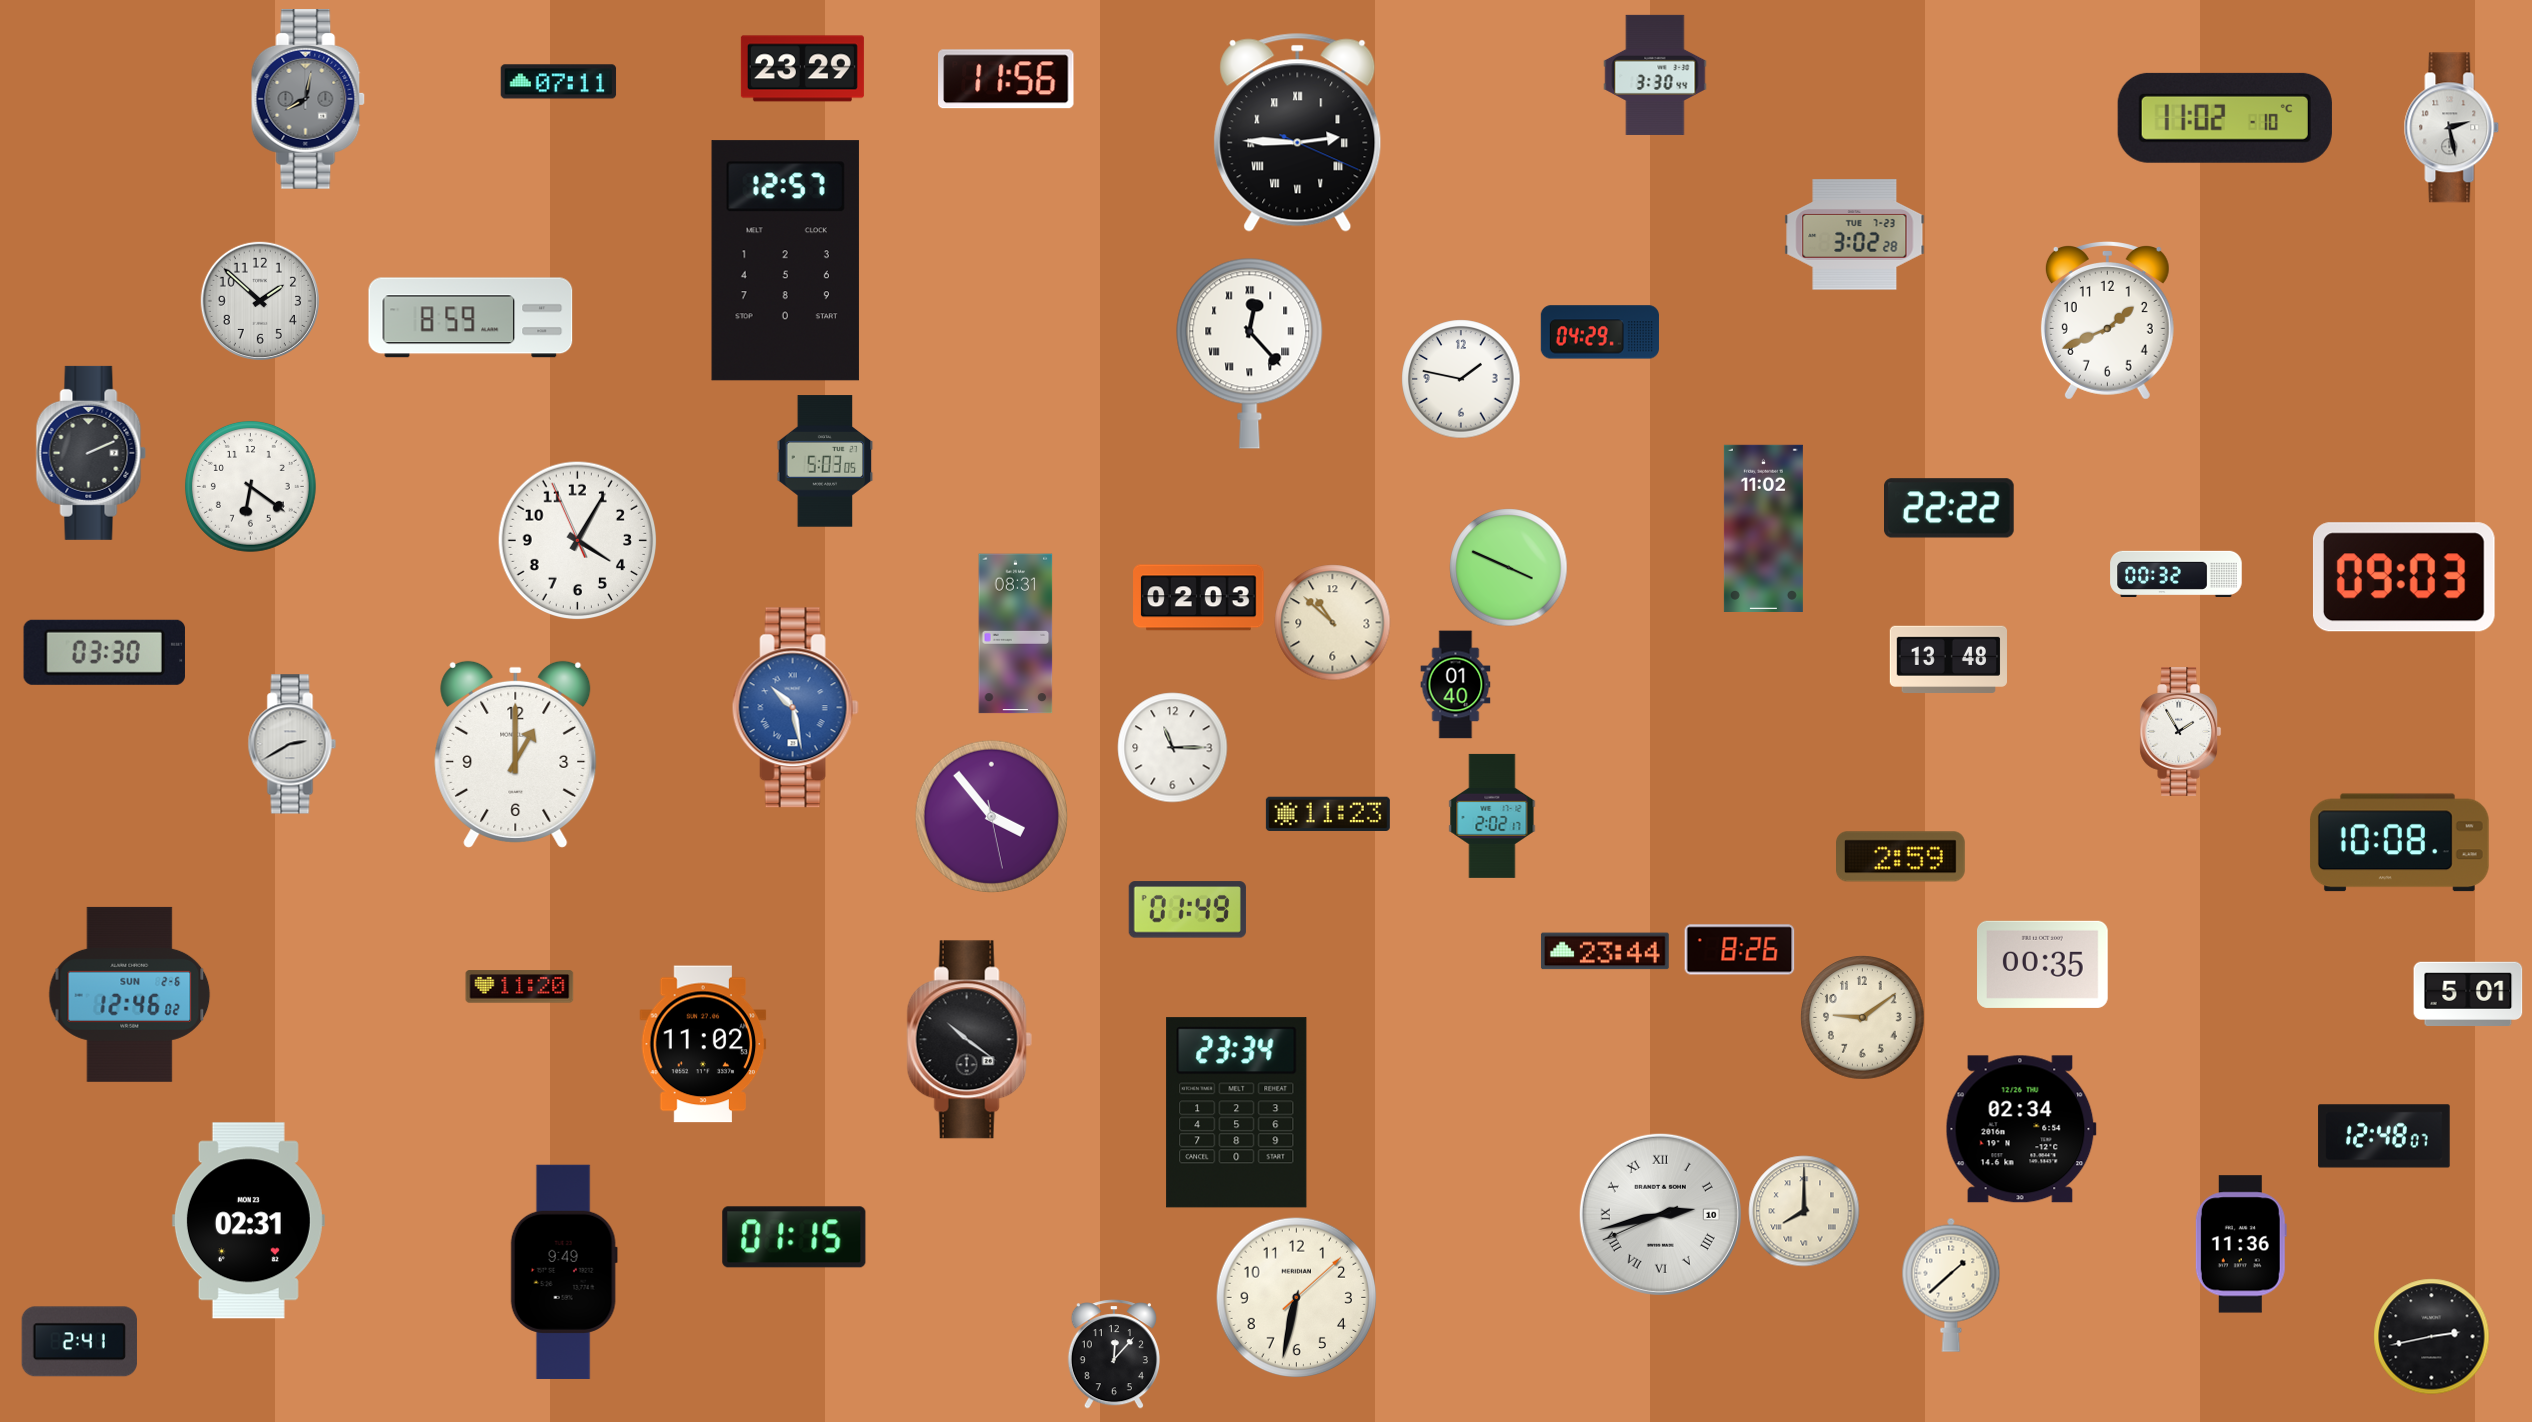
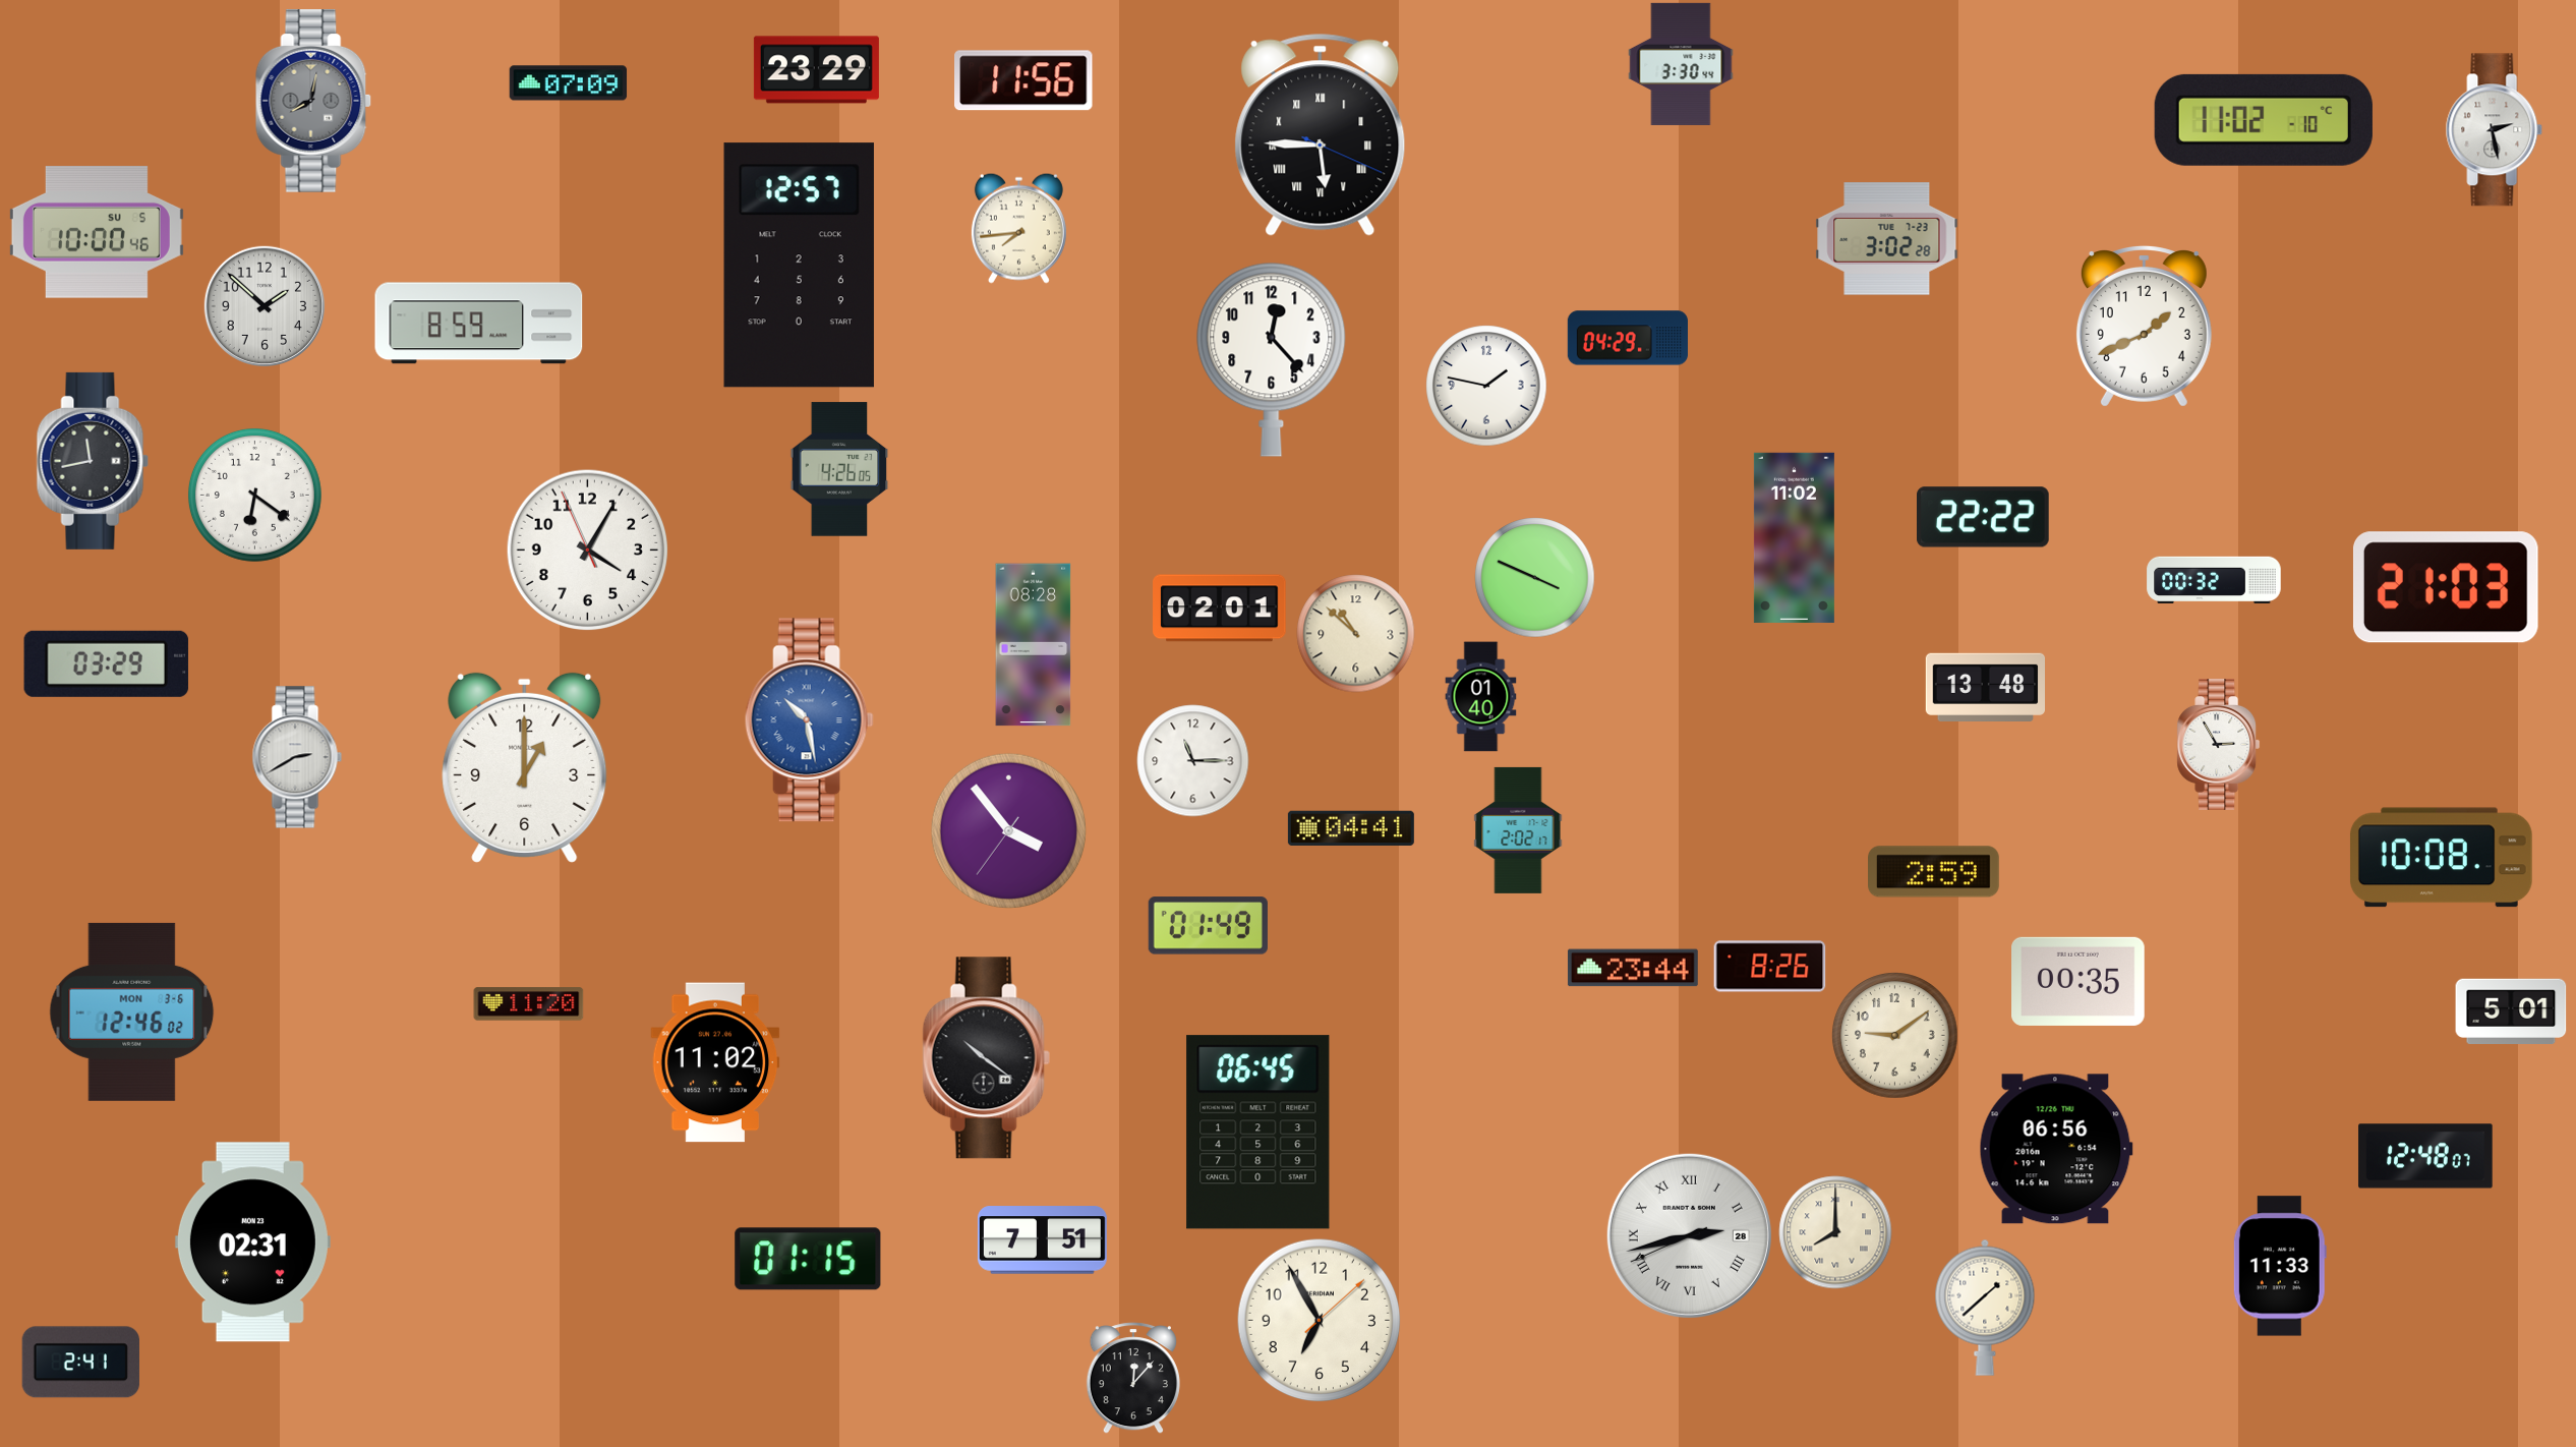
clock at (1655, 75) position: (1655, 75) -> (1681, 64)
clock at (559, 82): 07:11 -> 07:09
clock at (1298, 132): 2:45 -> 5:45
clock at (1018, 228): none -> 7:44
clock at (97, 232): none -> 10:00
clock at (1250, 353) numerals: Roman -> Arabic
clock at (91, 453): 2:11 -> 11:43
clock at (825, 461): 5:03 -> 4:26
clock at (2176, 573) position: (2176, 573) -> (2214, 579)
clock at (2404, 577): 09:03 -> 21:03
clock at (1199, 598): 02:03 -> 02:01
clock at (1016, 634): 08:31 -> 08:28
clock at (104, 652): 03:30 -> 03:29
clock at (1948, 659) position: (1948, 659) -> (1985, 687)
clock at (2181, 732): 1:55 -> 2:55
clock at (1328, 813): 11:23 -> 04:41
clock at (991, 816): 3:53:28 -> 3:53:36
clock at (130, 994) date: SUN 2-6 -> MON 3-6
clock at (1237, 1113): 23:34 -> 06:45
clock at (2021, 1129): 02:34 -> 06:56
clock at (1660, 1214) date: 10 -> 28
clock at (1042, 1240): none -> 7:51
clock at (2241, 1244): 11:36 -> 11:33
clock at (564, 1272): 9:49 -> none
clock at (1297, 1298): 6:32 -> 6:55
clock at (2432, 1337): 2:43 -> none
clock at (79, 1342) position: (79, 1342) -> (80, 1363)
